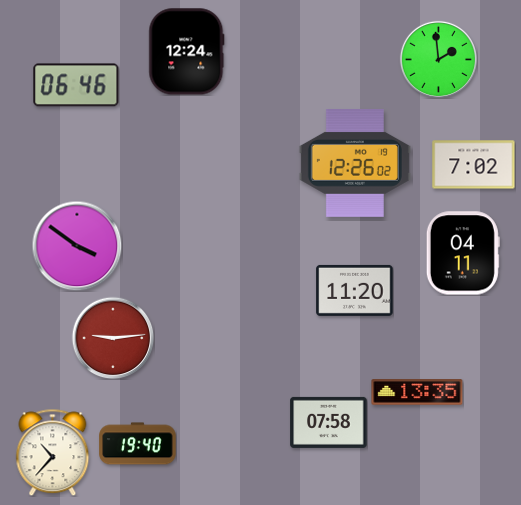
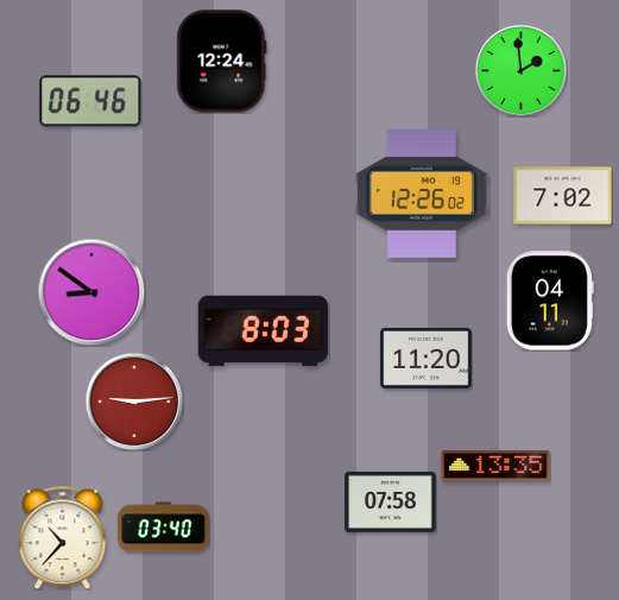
clock at (77, 246): 3:51 -> 8:51
clock at (263, 330): none -> 8:03
clock at (355, 290) position: (355, 290) -> (427, 358)
clock at (138, 444): 19:40 -> 03:40
